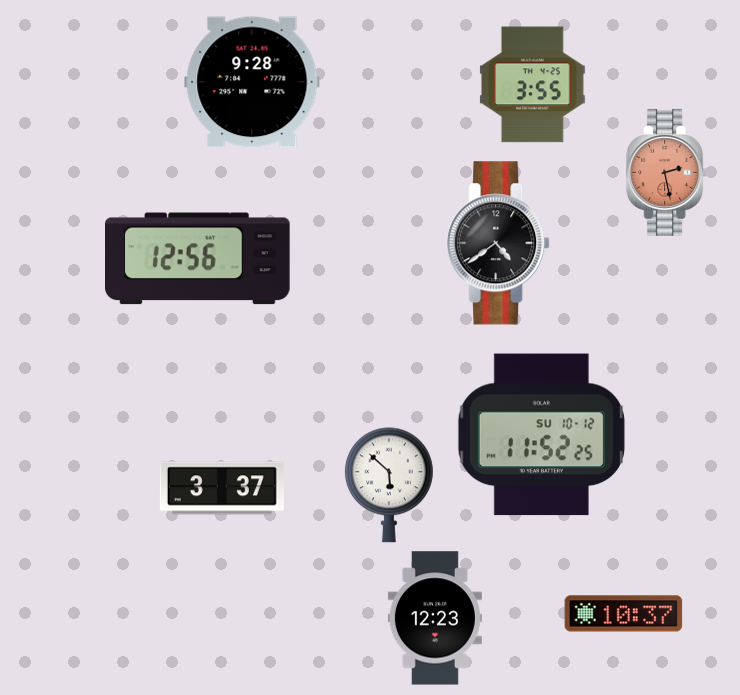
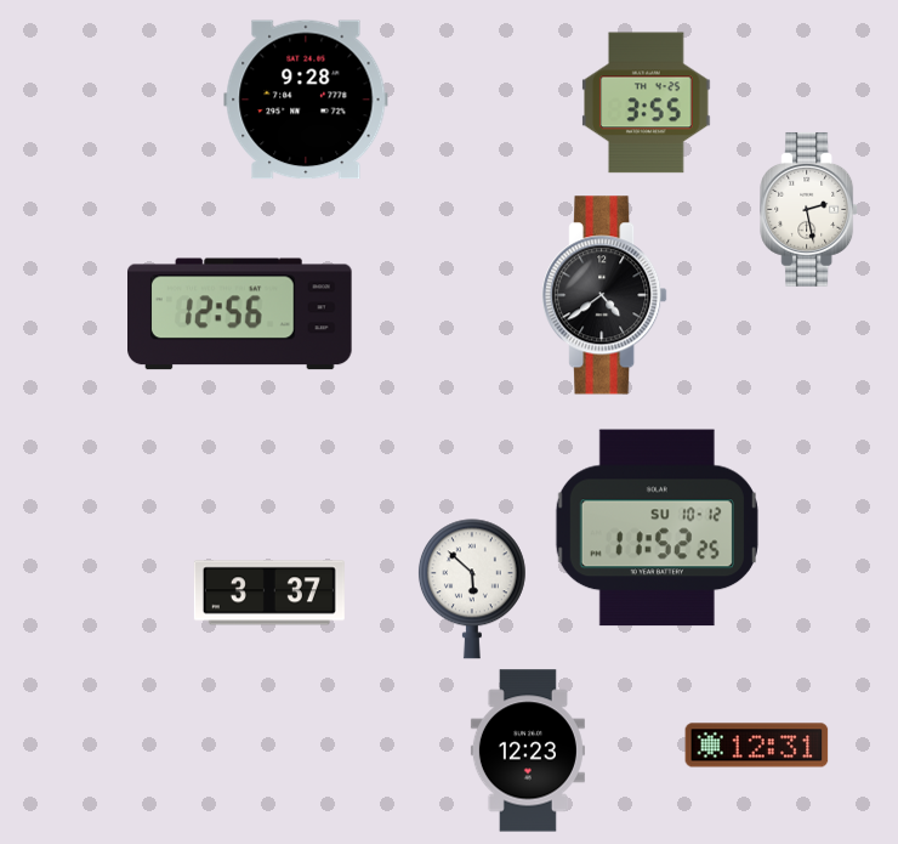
clock at (667, 172) dial: salmon -> white
clock at (624, 614): 10:37 -> 12:31
